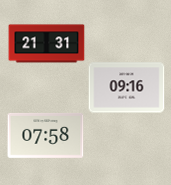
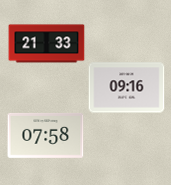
clock at (47, 44): 21:31 -> 21:33
